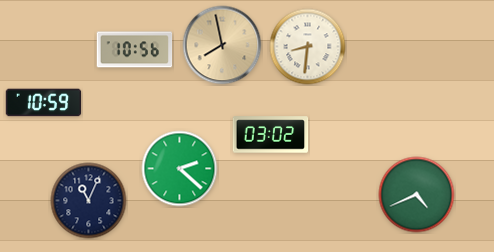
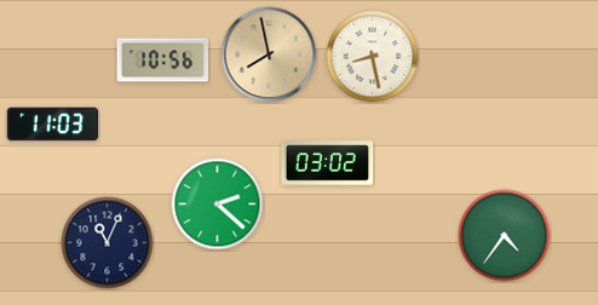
clock at (308, 47): 8:31 -> 8:28
clock at (44, 103): 10:59 -> 11:03
clock at (417, 195): 4:41 -> 4:36
